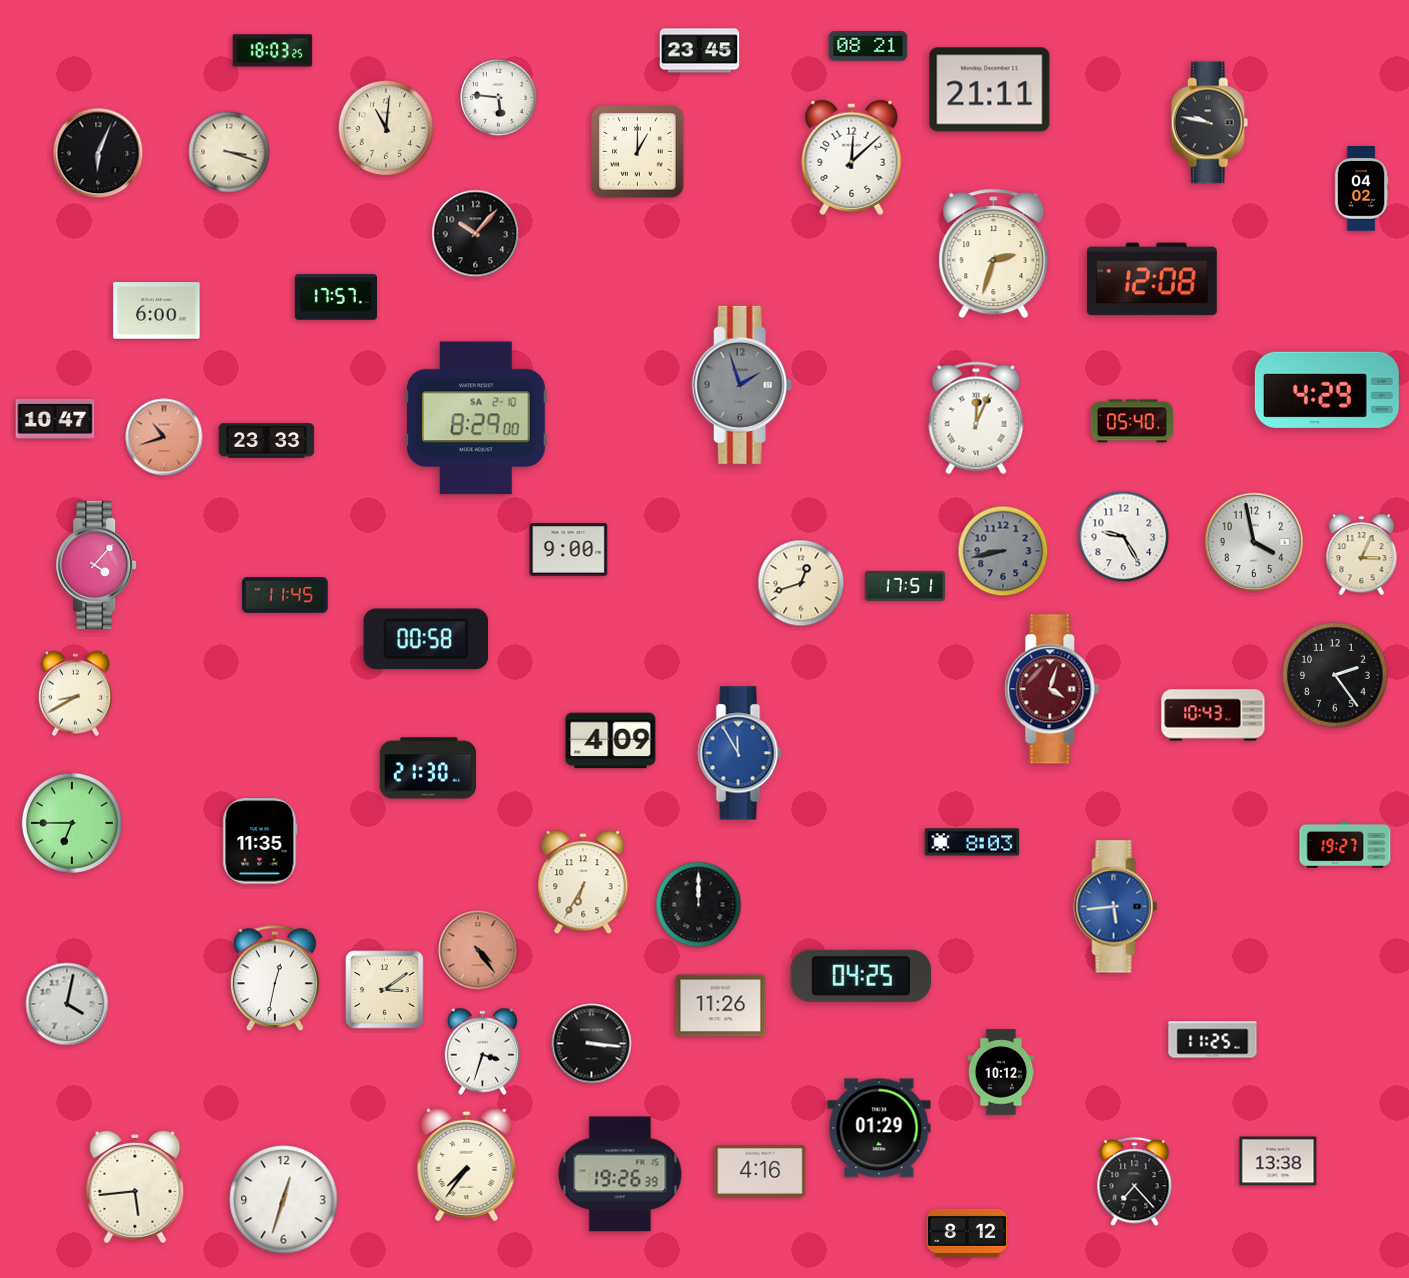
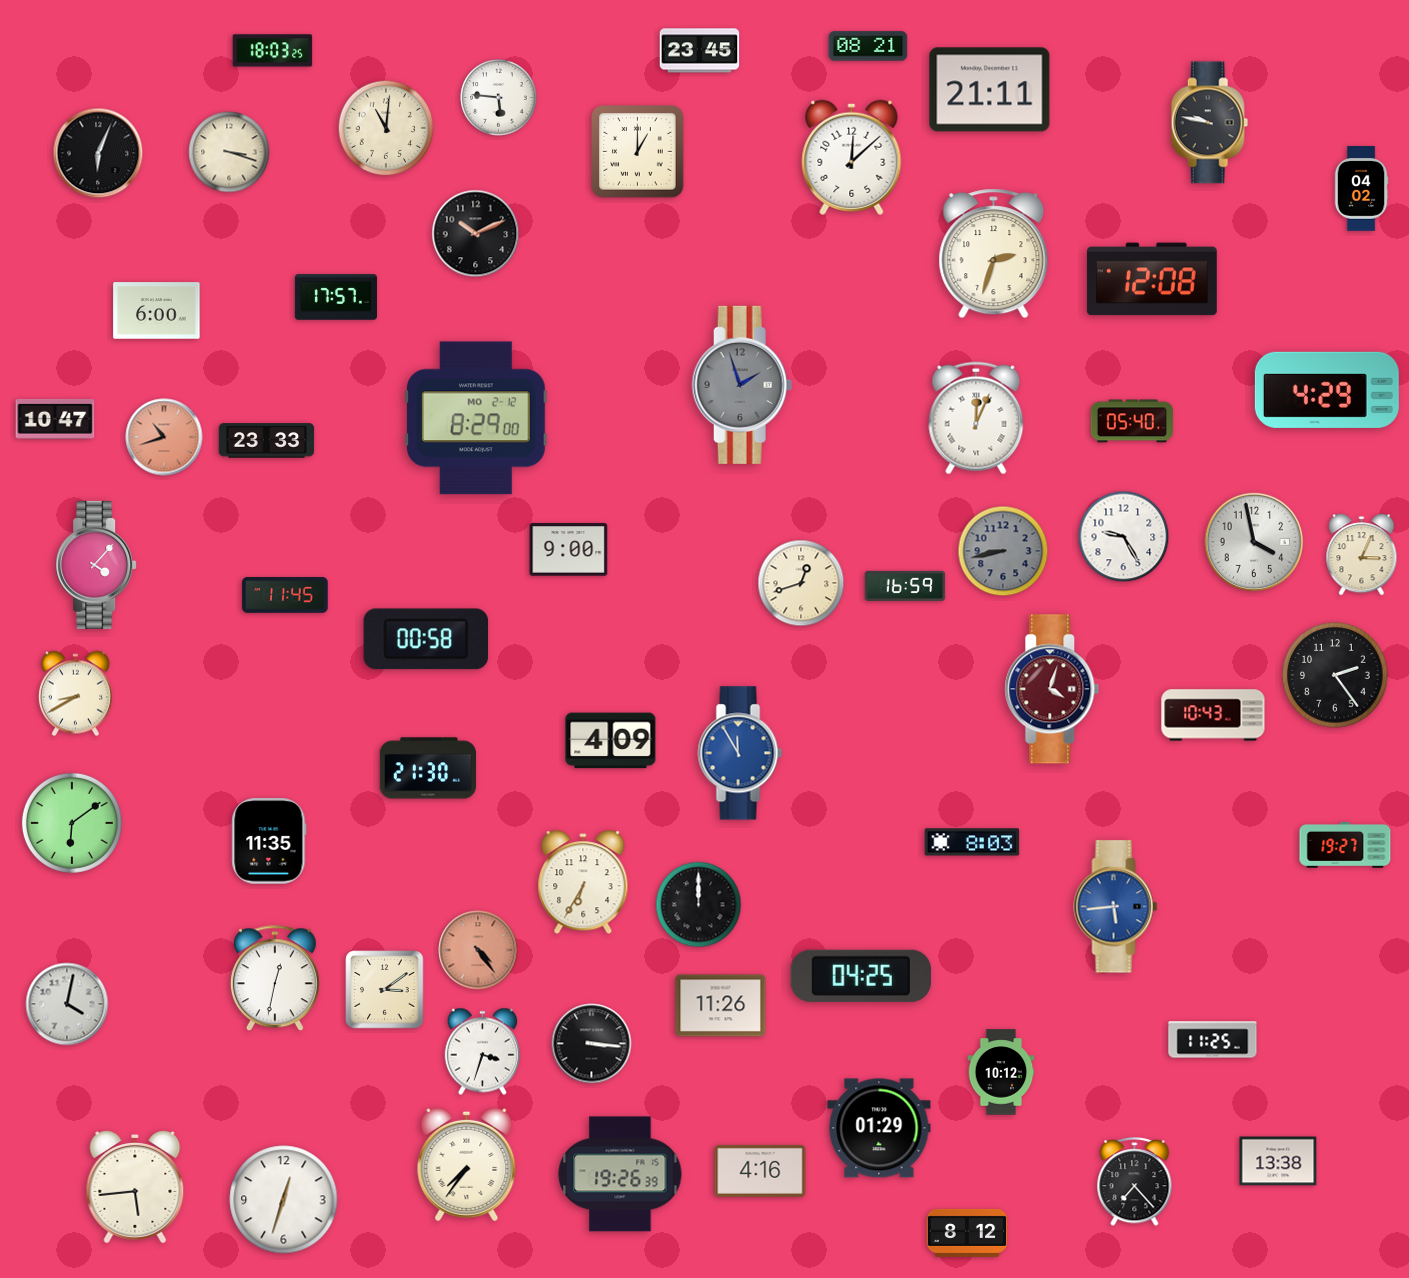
clock at (476, 234): 10:07 -> 10:11
clock at (477, 418) date: SA 2-10 -> MO 2-12
clock at (905, 586): 17:51 -> 16:59
clock at (72, 823): 6:45 -> 6:09
clock at (260, 841) position: (260, 841) -> (269, 841)
